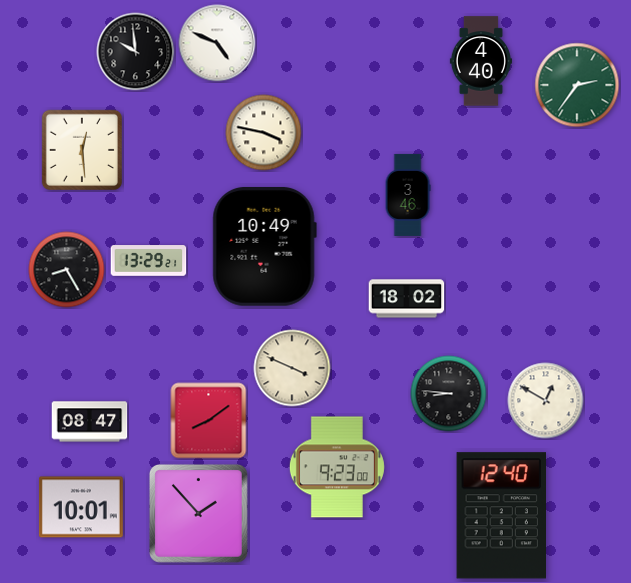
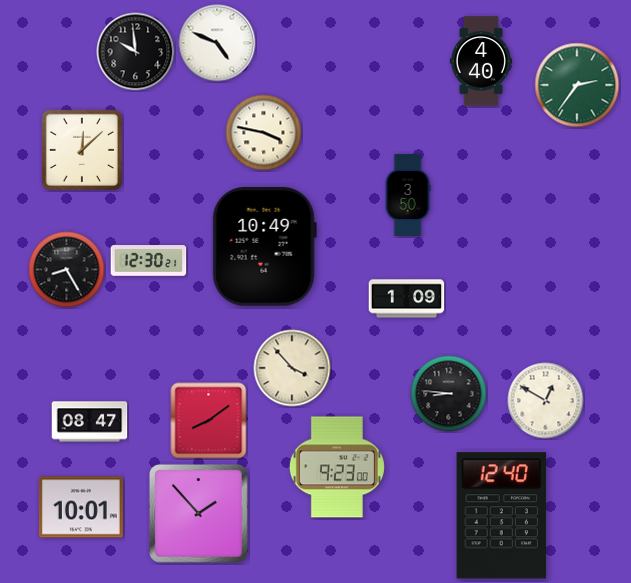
clock at (81, 149): 12:29 -> 12:08
clock at (408, 195): 3:46 -> 3:50
clock at (149, 261): 13:29 -> 12:30
clock at (407, 299): 18:02 -> 1:09
clock at (292, 368): 3:49 -> 3:53
